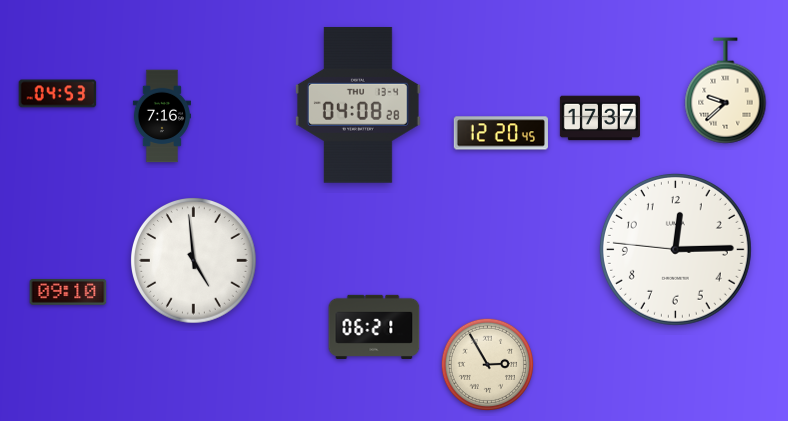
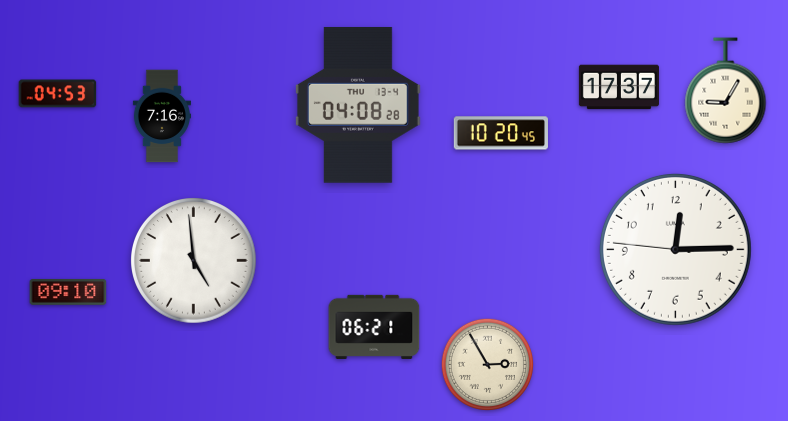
clock at (726, 91): 9:38 -> 9:05
clock at (600, 118) position: (600, 118) -> (619, 87)
clock at (501, 133): 12:20 -> 10:20
